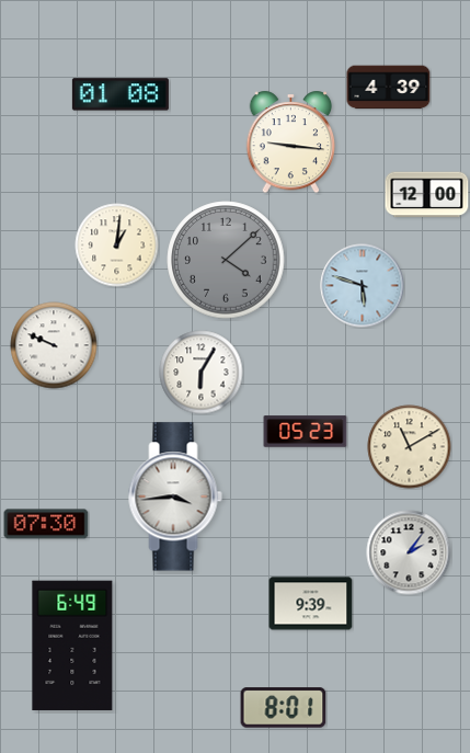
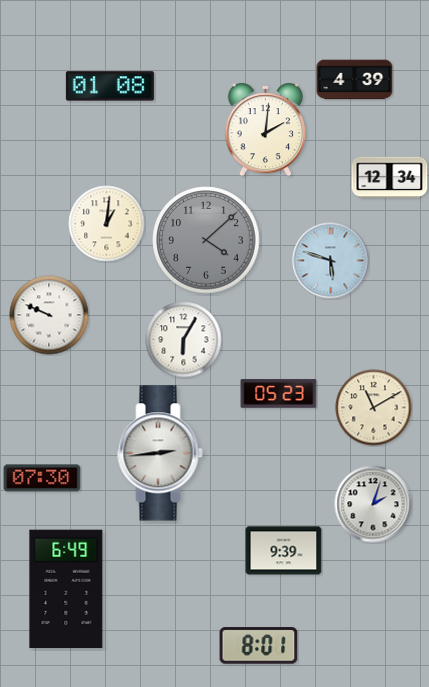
clock at (291, 142): 9:16 -> 2:01
clock at (427, 195): 12:00 -> 12:34
clock at (226, 260) position: (226, 260) -> (206, 240)
clock at (175, 497): 3:44 -> 2:44
clock at (409, 552): 2:06 -> 2:03
